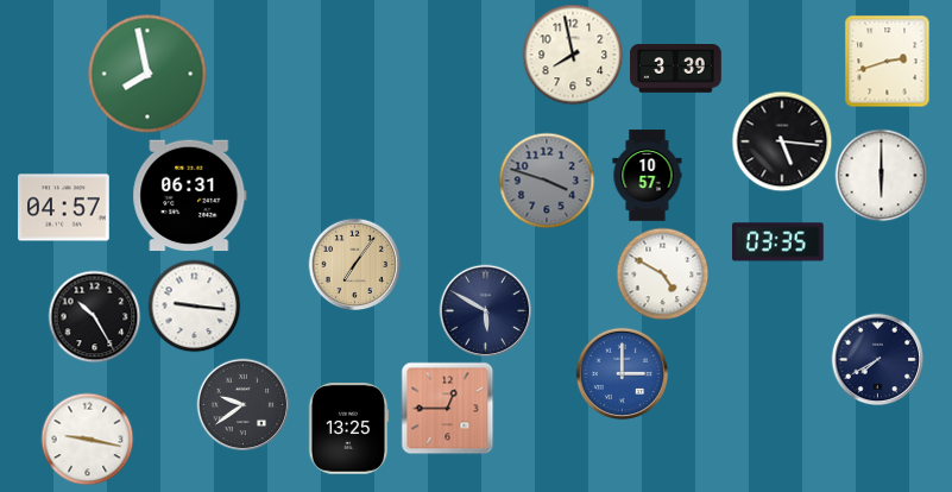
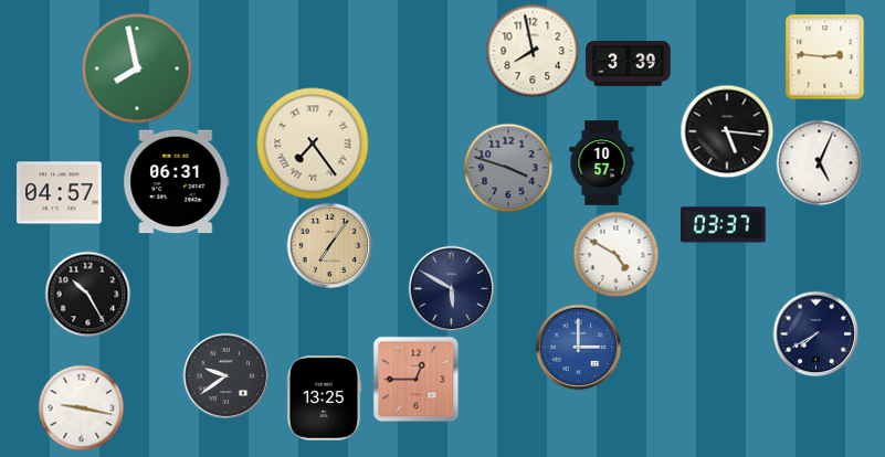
clock at (888, 61): 2:42 -> 2:46
clock at (313, 144): none -> 7:24
clock at (881, 175): 6:00 -> 5:04
clock at (778, 242): 03:35 -> 03:37
clock at (194, 305): 9:16 -> none
